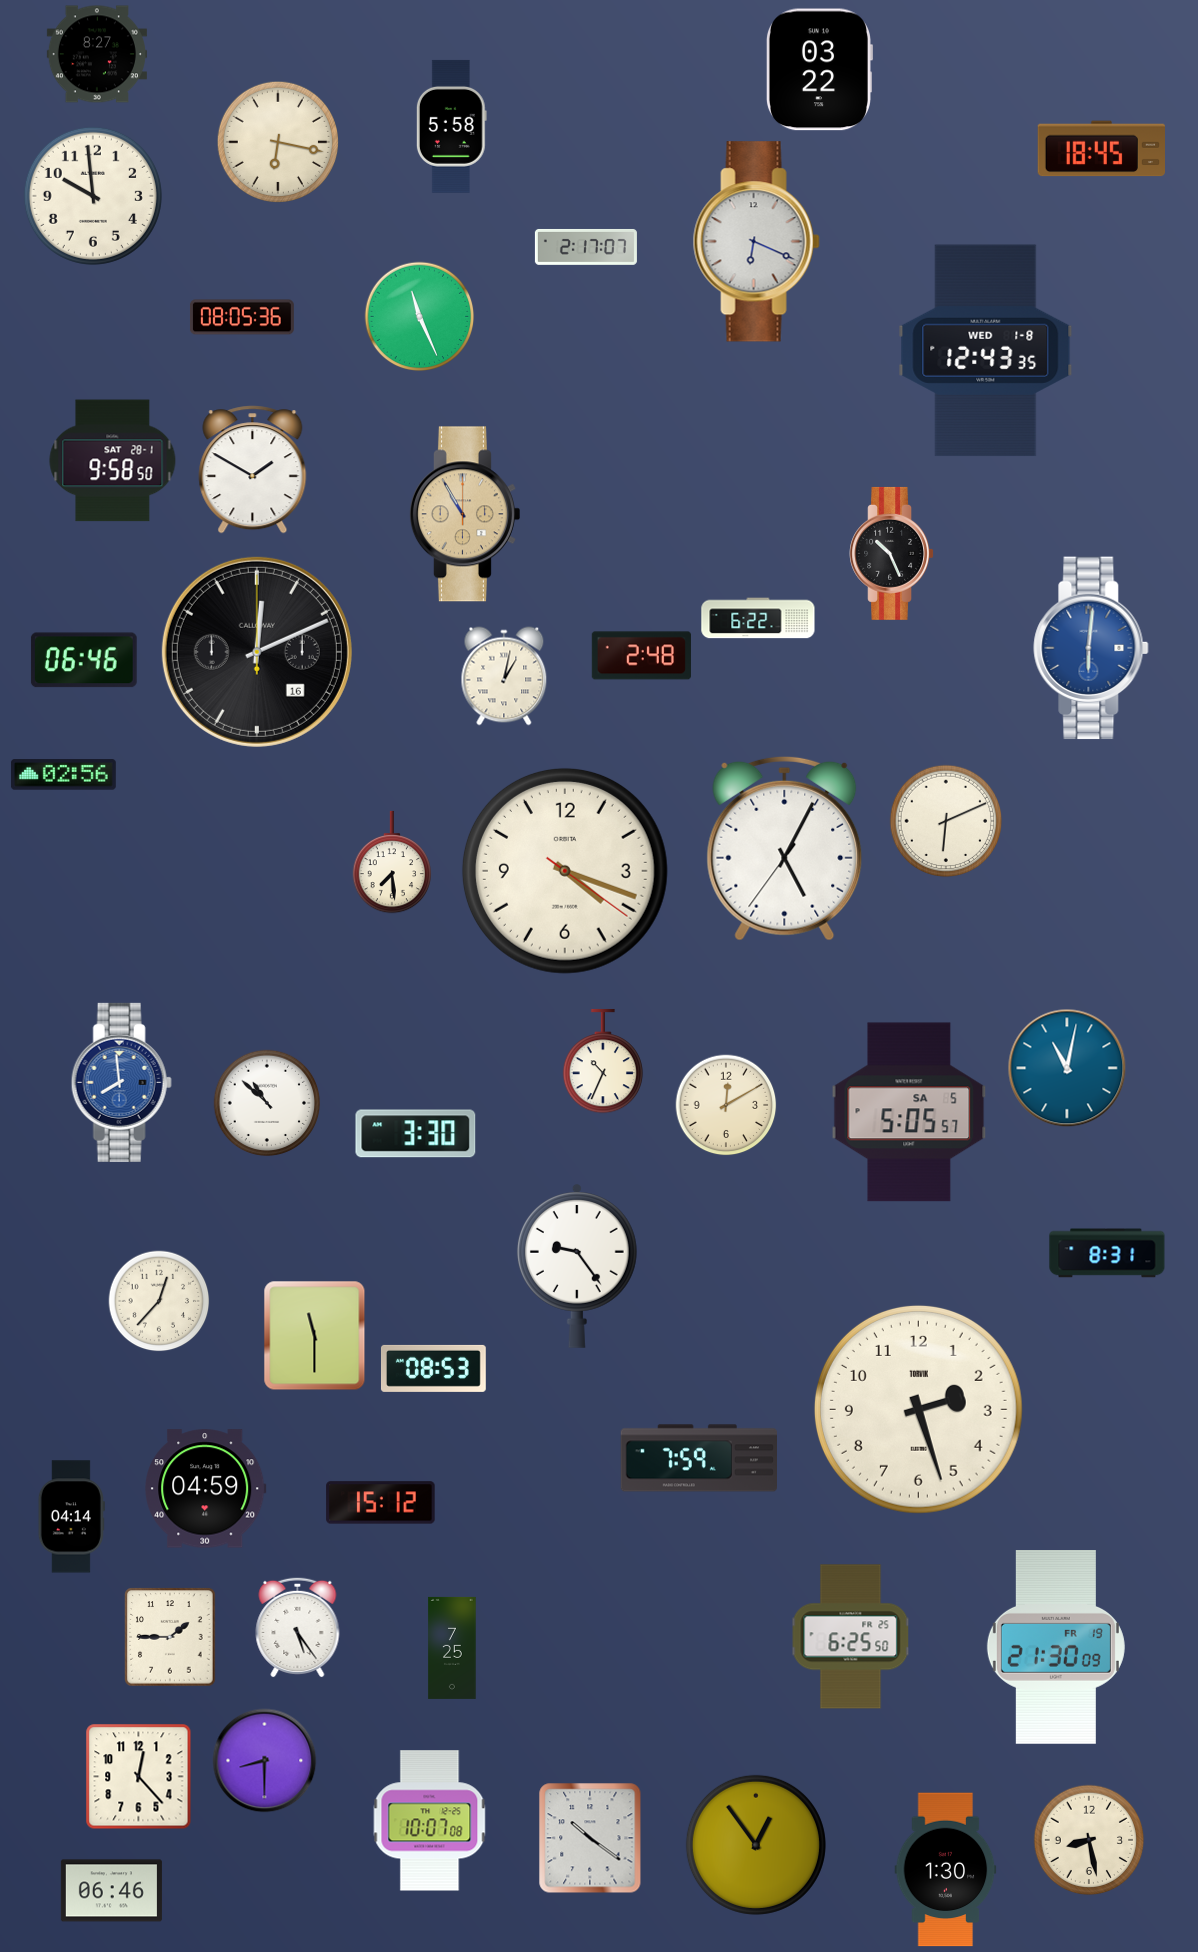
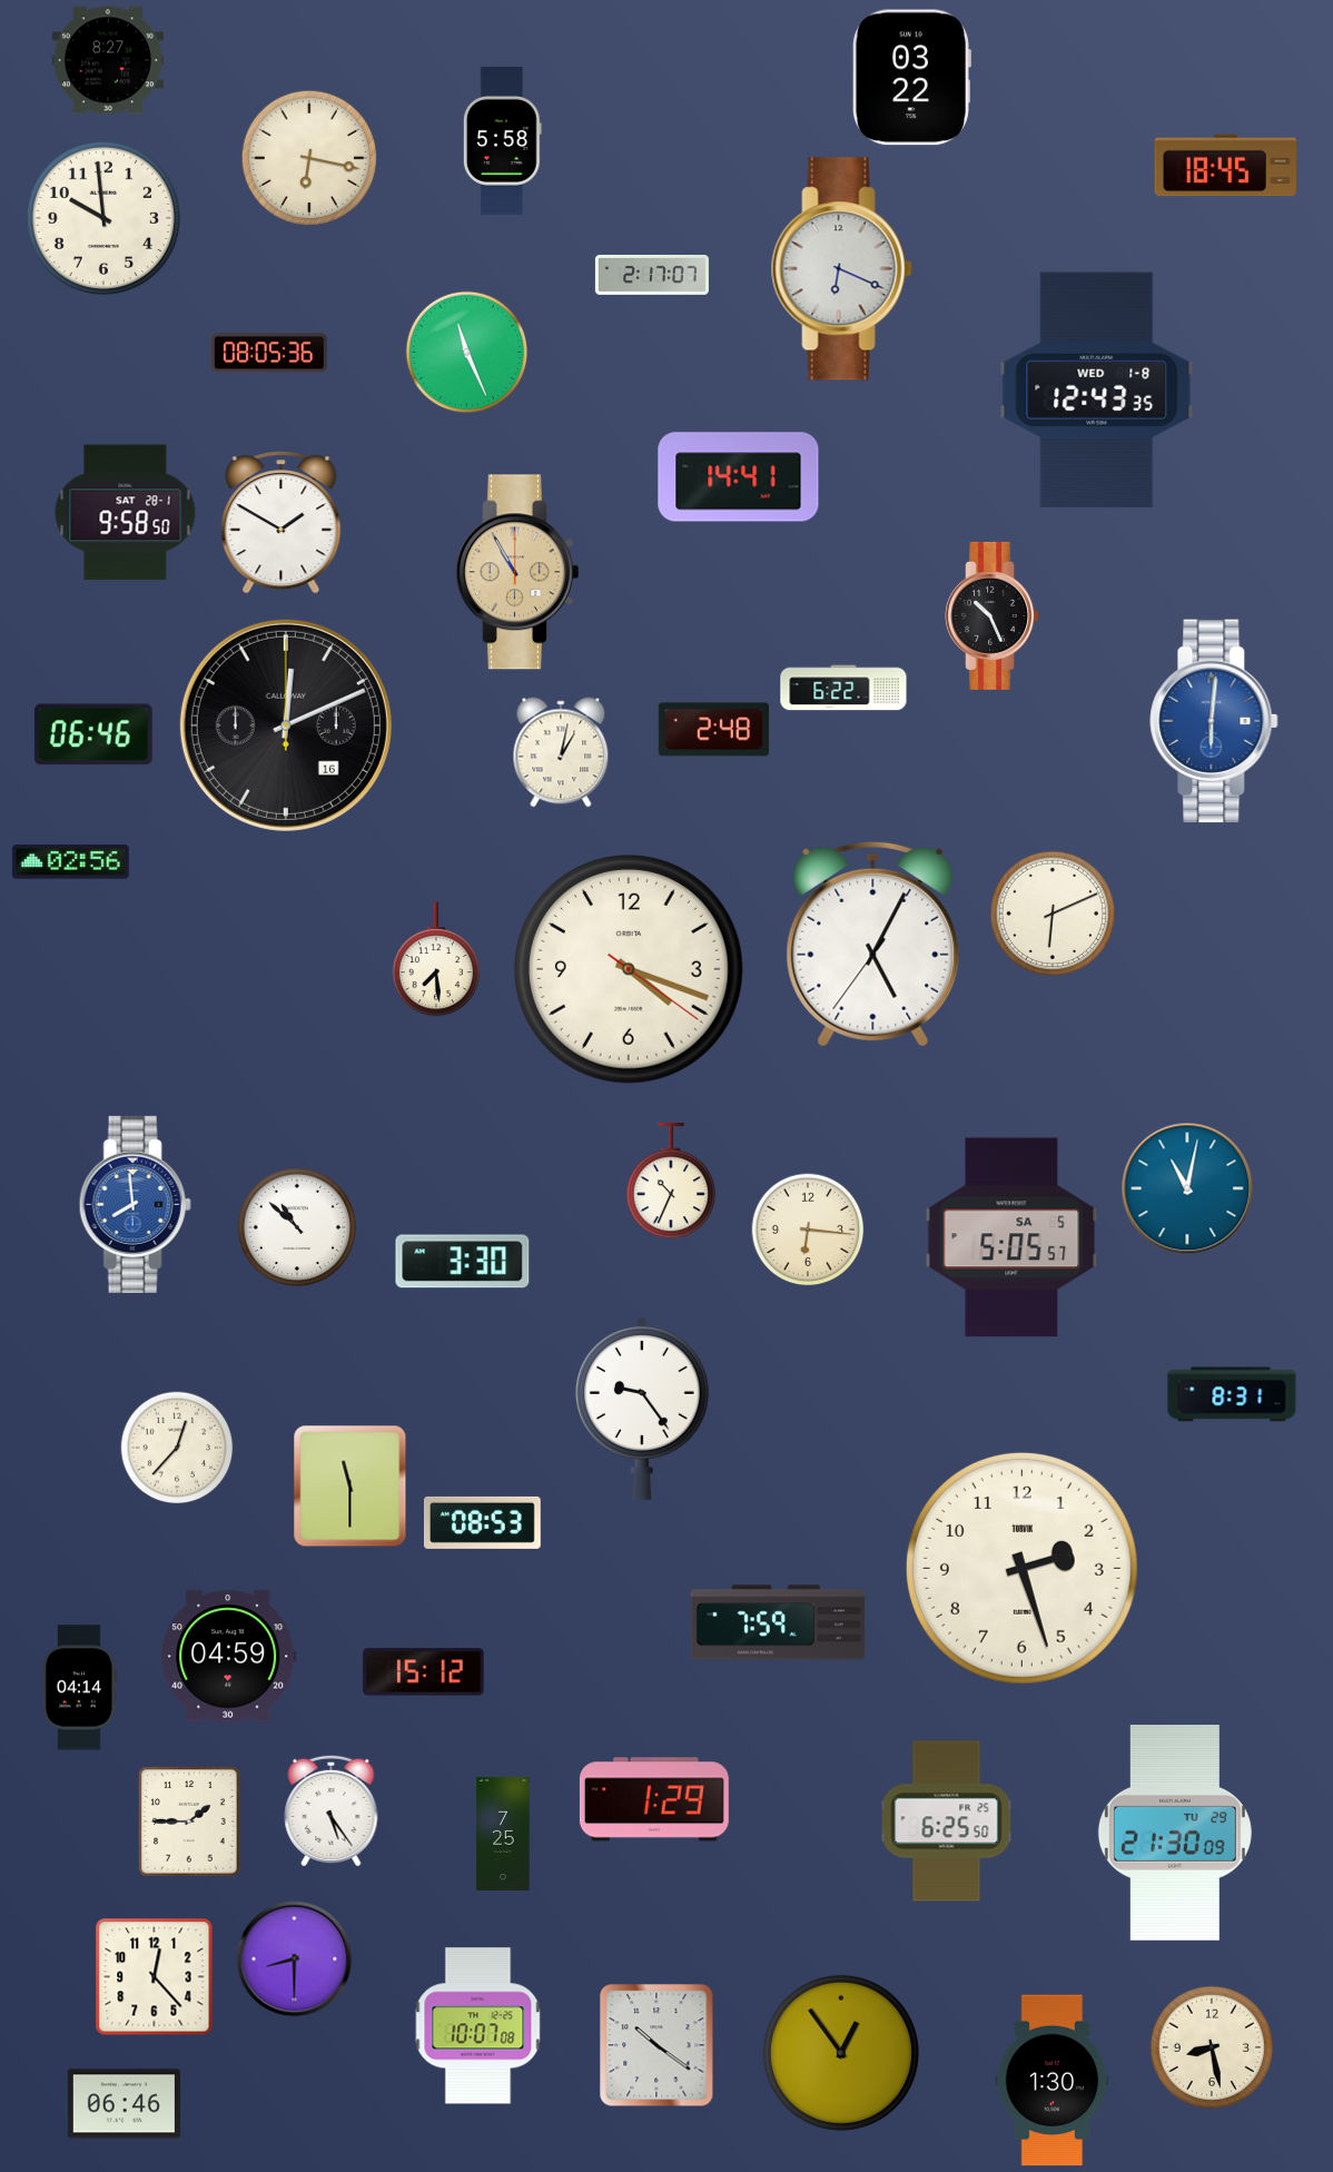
clock at (739, 477): none -> 14:41
clock at (726, 1105): 12:10 -> 6:16
clock at (654, 1799): none -> 1:29
clock at (1056, 1648) date: FR 19 -> TU 29
